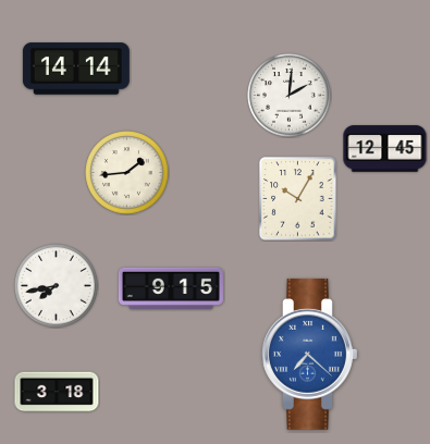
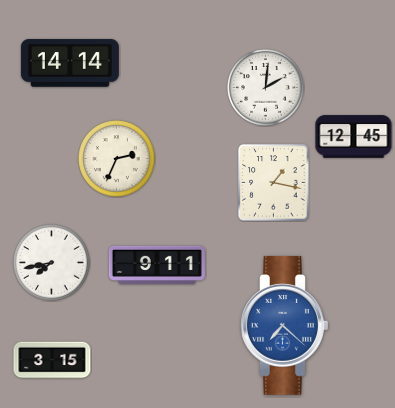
clock at (127, 173): 1:44 -> 2:34
clock at (298, 199): 10:05 -> 1:17
clock at (171, 288): 9:15 -> 9:11
clock at (57, 392): 3:18 -> 3:15
